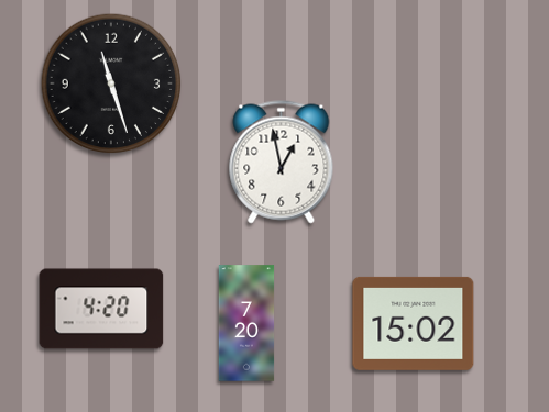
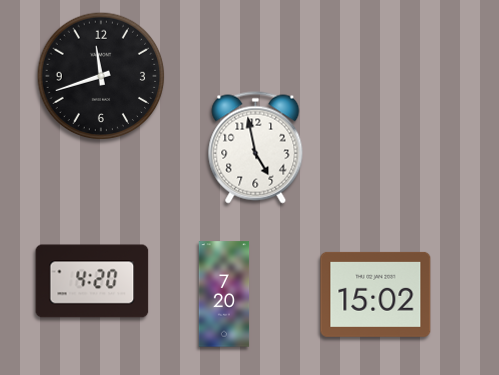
clock at (111, 83): 11:27 -> 11:42
clock at (282, 163): 12:58 -> 4:58
